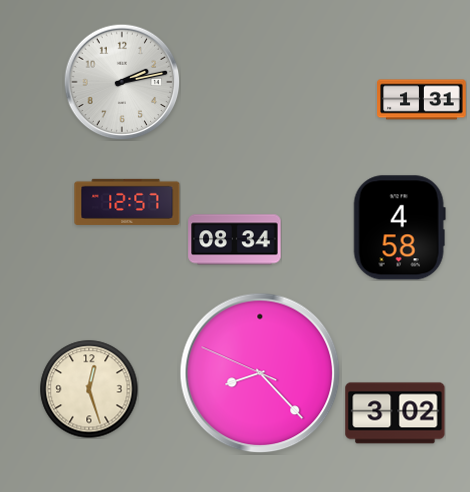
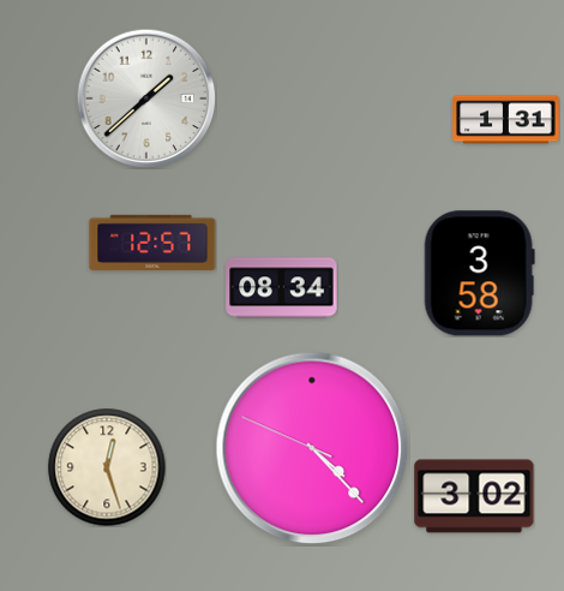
clock at (122, 82): 2:13 -> 1:38
clock at (399, 228): 4:58 -> 3:58
clock at (260, 373): 8:22 -> 4:22
